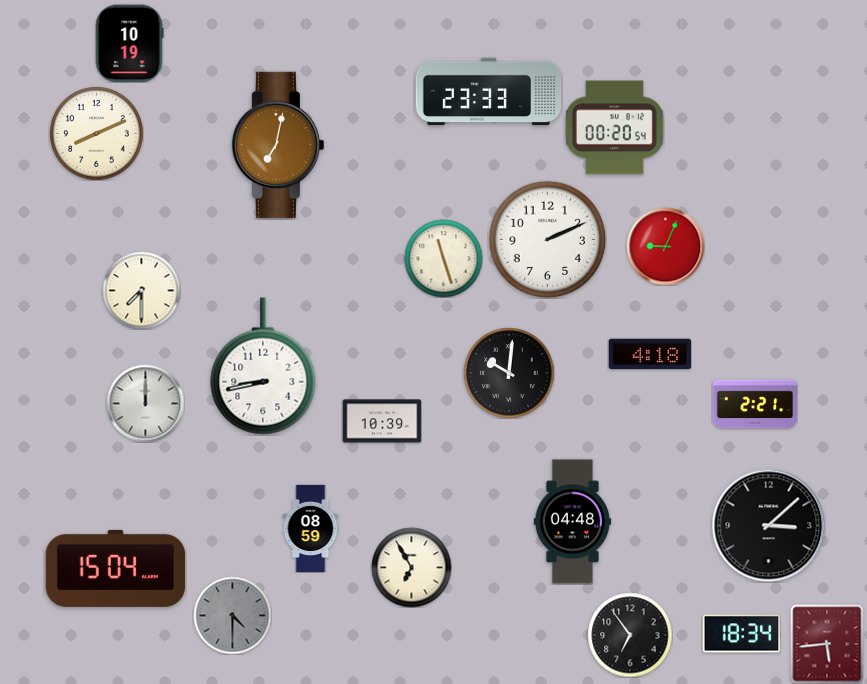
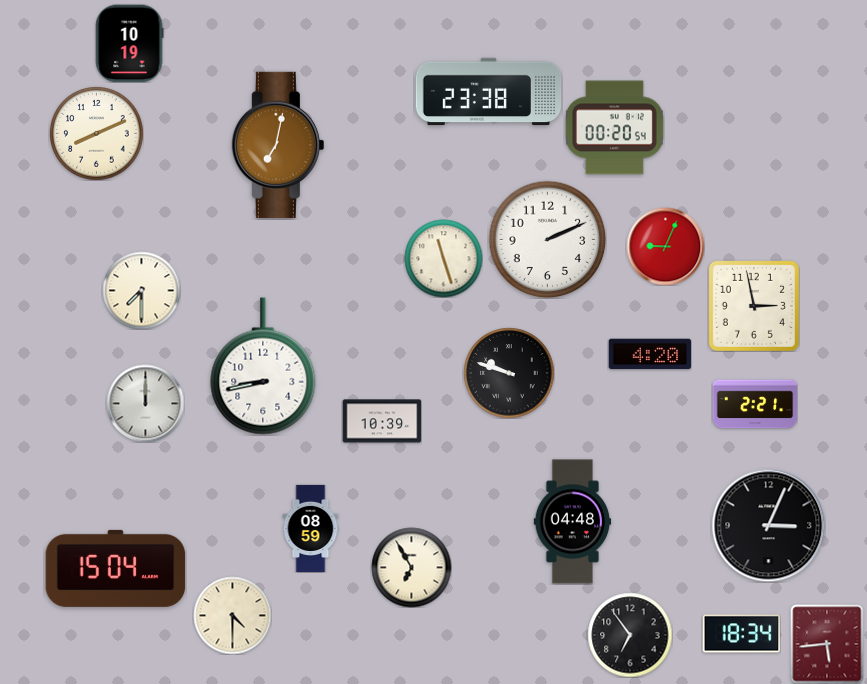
clock at (489, 92): 23:33 -> 23:38
clock at (754, 306): none -> 2:58
clock at (650, 354): 4:18 -> 4:20
clock at (509, 373): 10:01 -> 9:48
clock at (768, 525): 3:08 -> 3:04
clock at (232, 615) dial: grey -> cream
